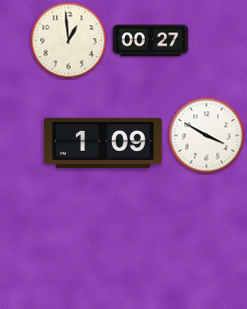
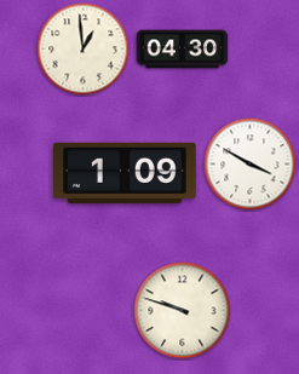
clock at (151, 41): 00:27 -> 04:30
clock at (183, 311): none -> 9:48
